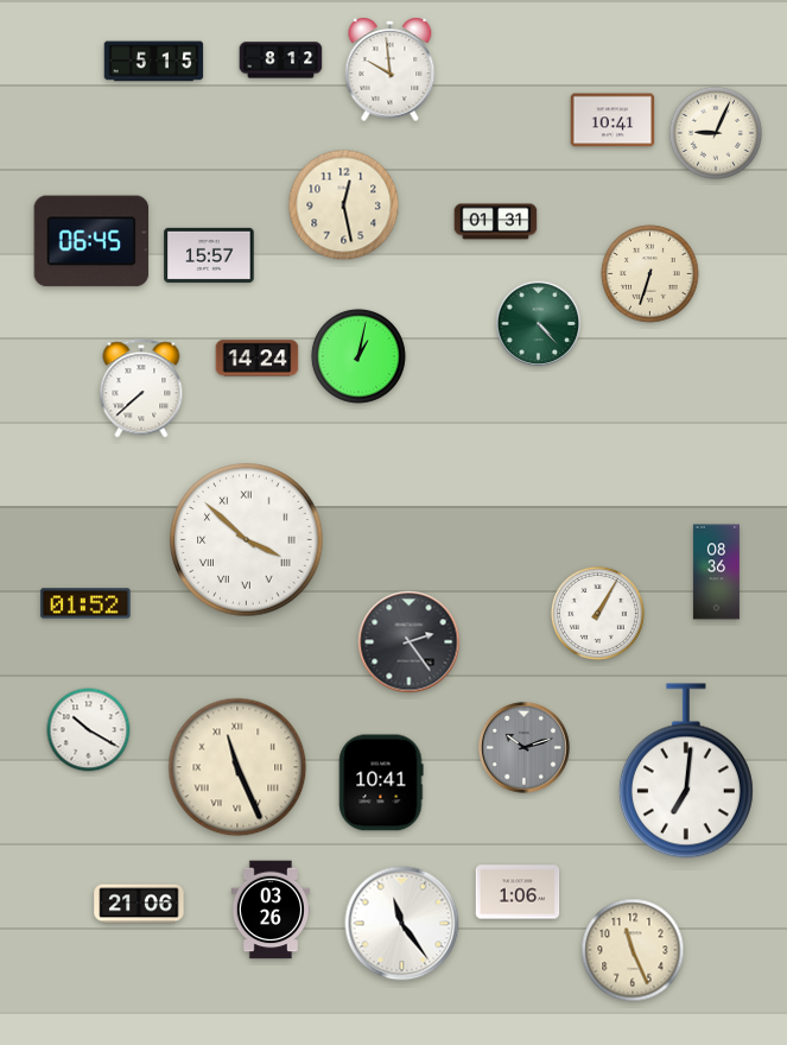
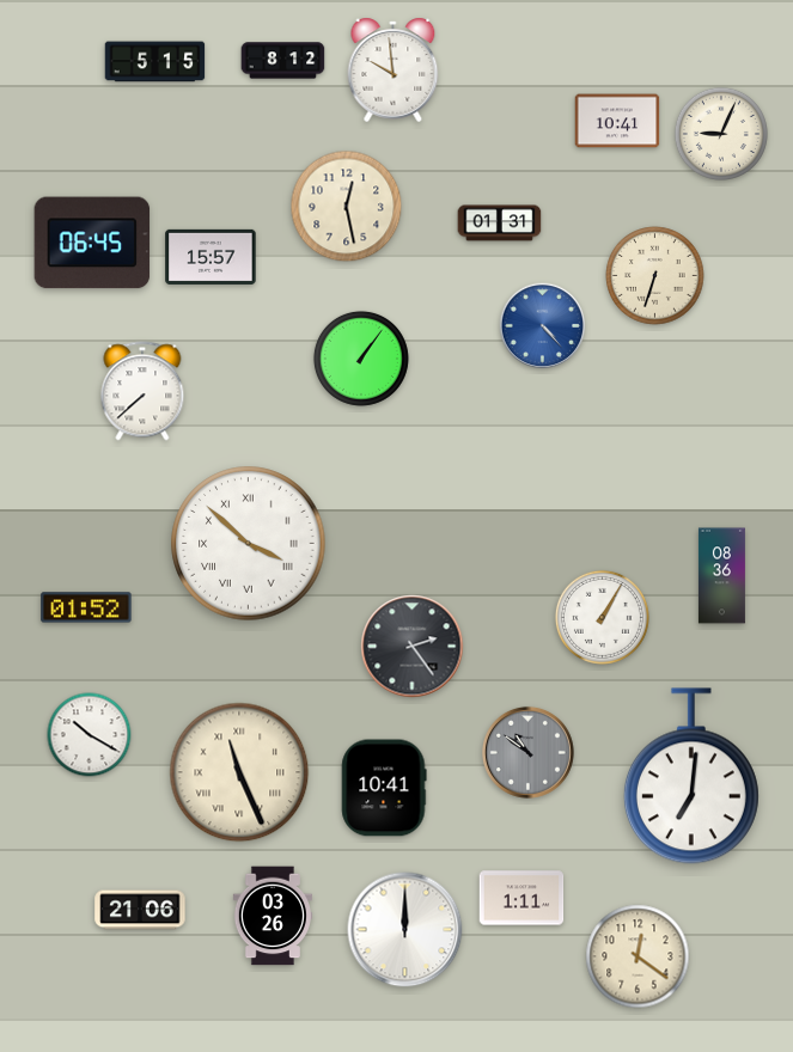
clock at (539, 324) dial: green -> blue
clock at (358, 356): 1:02 -> 1:06
clock at (258, 359): 14:24 -> none
clock at (523, 747): 10:12 -> 10:51
clock at (518, 892): 1:06 -> 1:11
clock at (402, 924): 11:24 -> 12:00
clock at (633, 950): 11:26 -> 12:21
